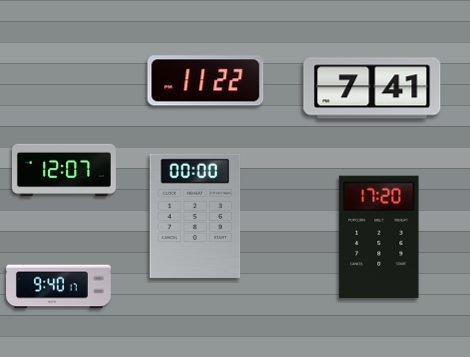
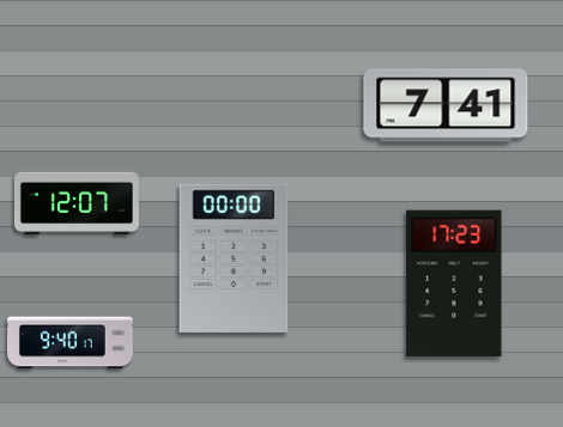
clock at (206, 81): 11:22 -> none
clock at (379, 237): 17:20 -> 17:23
